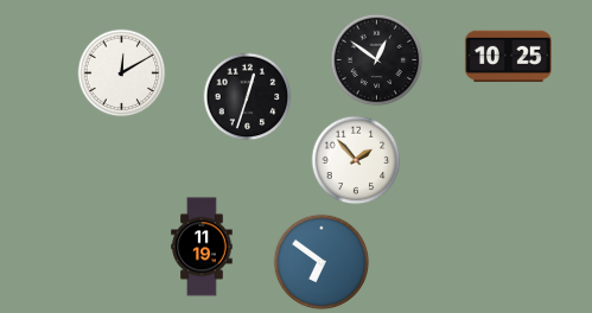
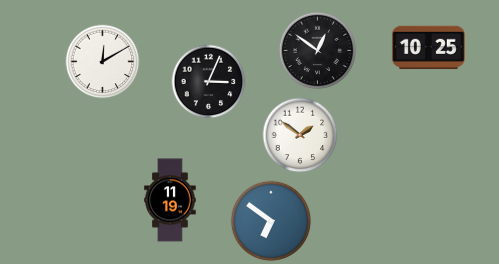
clock at (248, 97): 12:33 -> 3:04
clock at (356, 160): 1:53 -> 1:51
clock at (202, 247) position: (202, 247) -> (170, 200)
